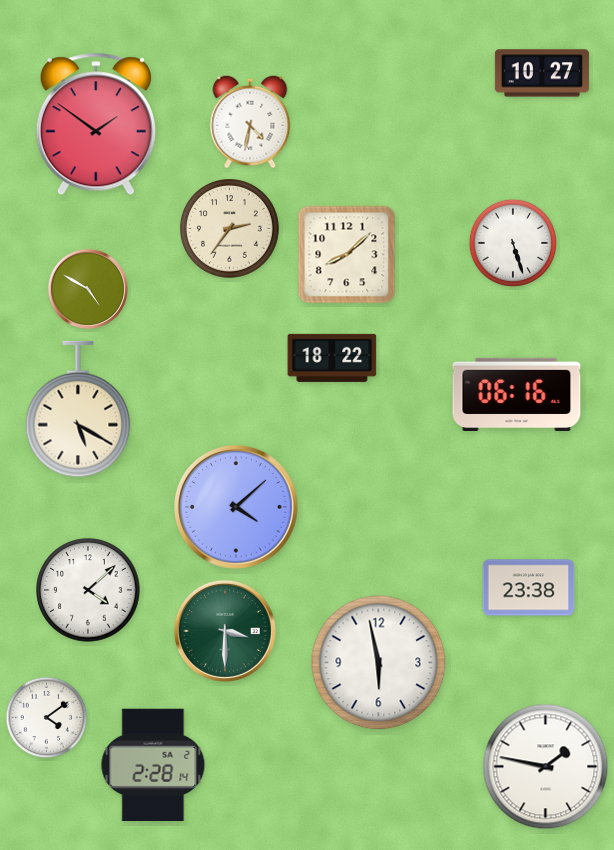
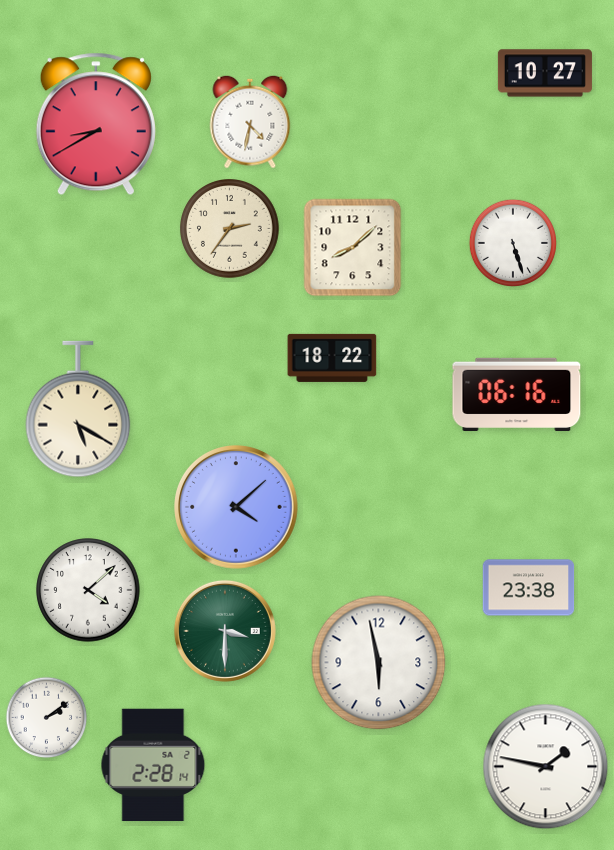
clock at (542, 73) position: (542, 73) -> (545, 73)
clock at (96, 124): 1:51 -> 8:40
clock at (347, 255) position: (347, 255) -> (353, 248)
clock at (87, 288): 4:50 -> none
clock at (47, 718): 4:09 -> 2:09
